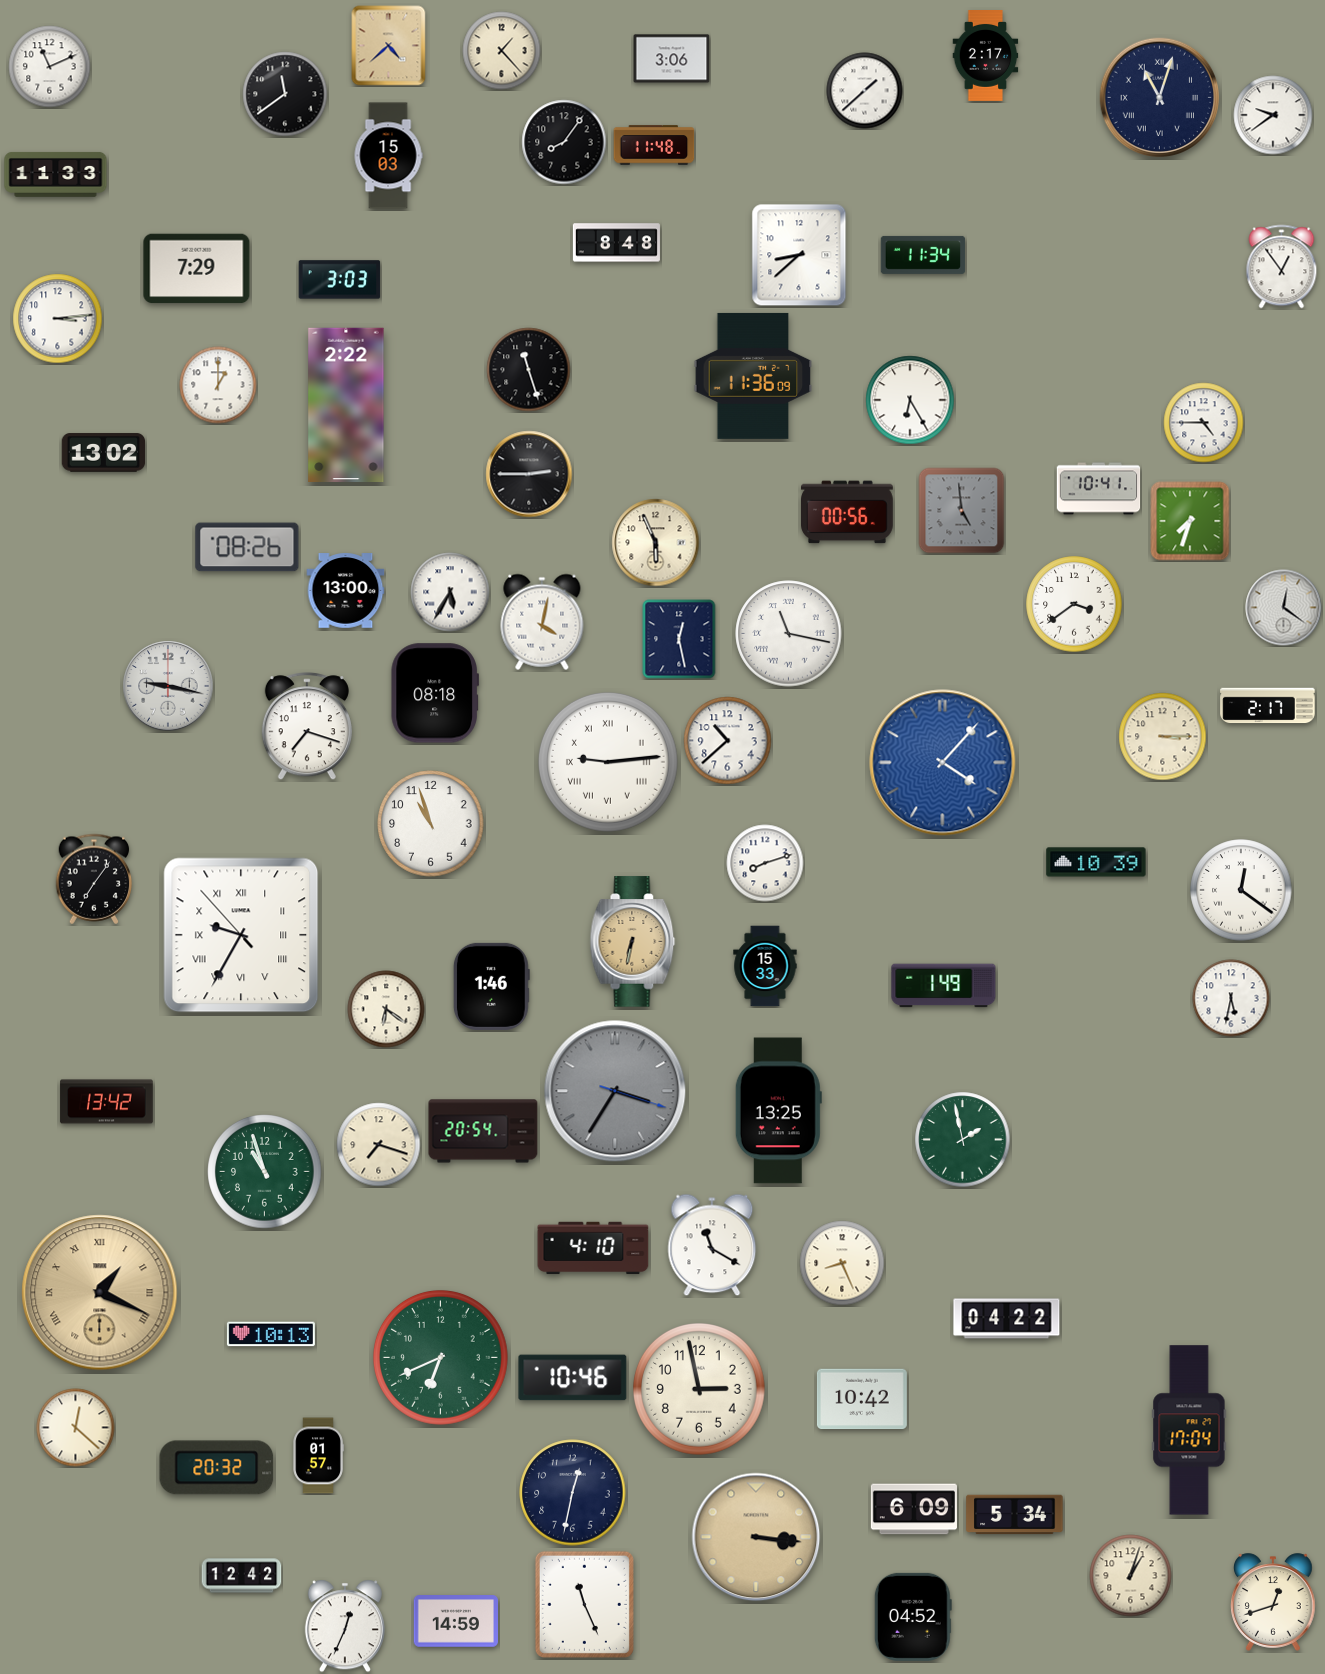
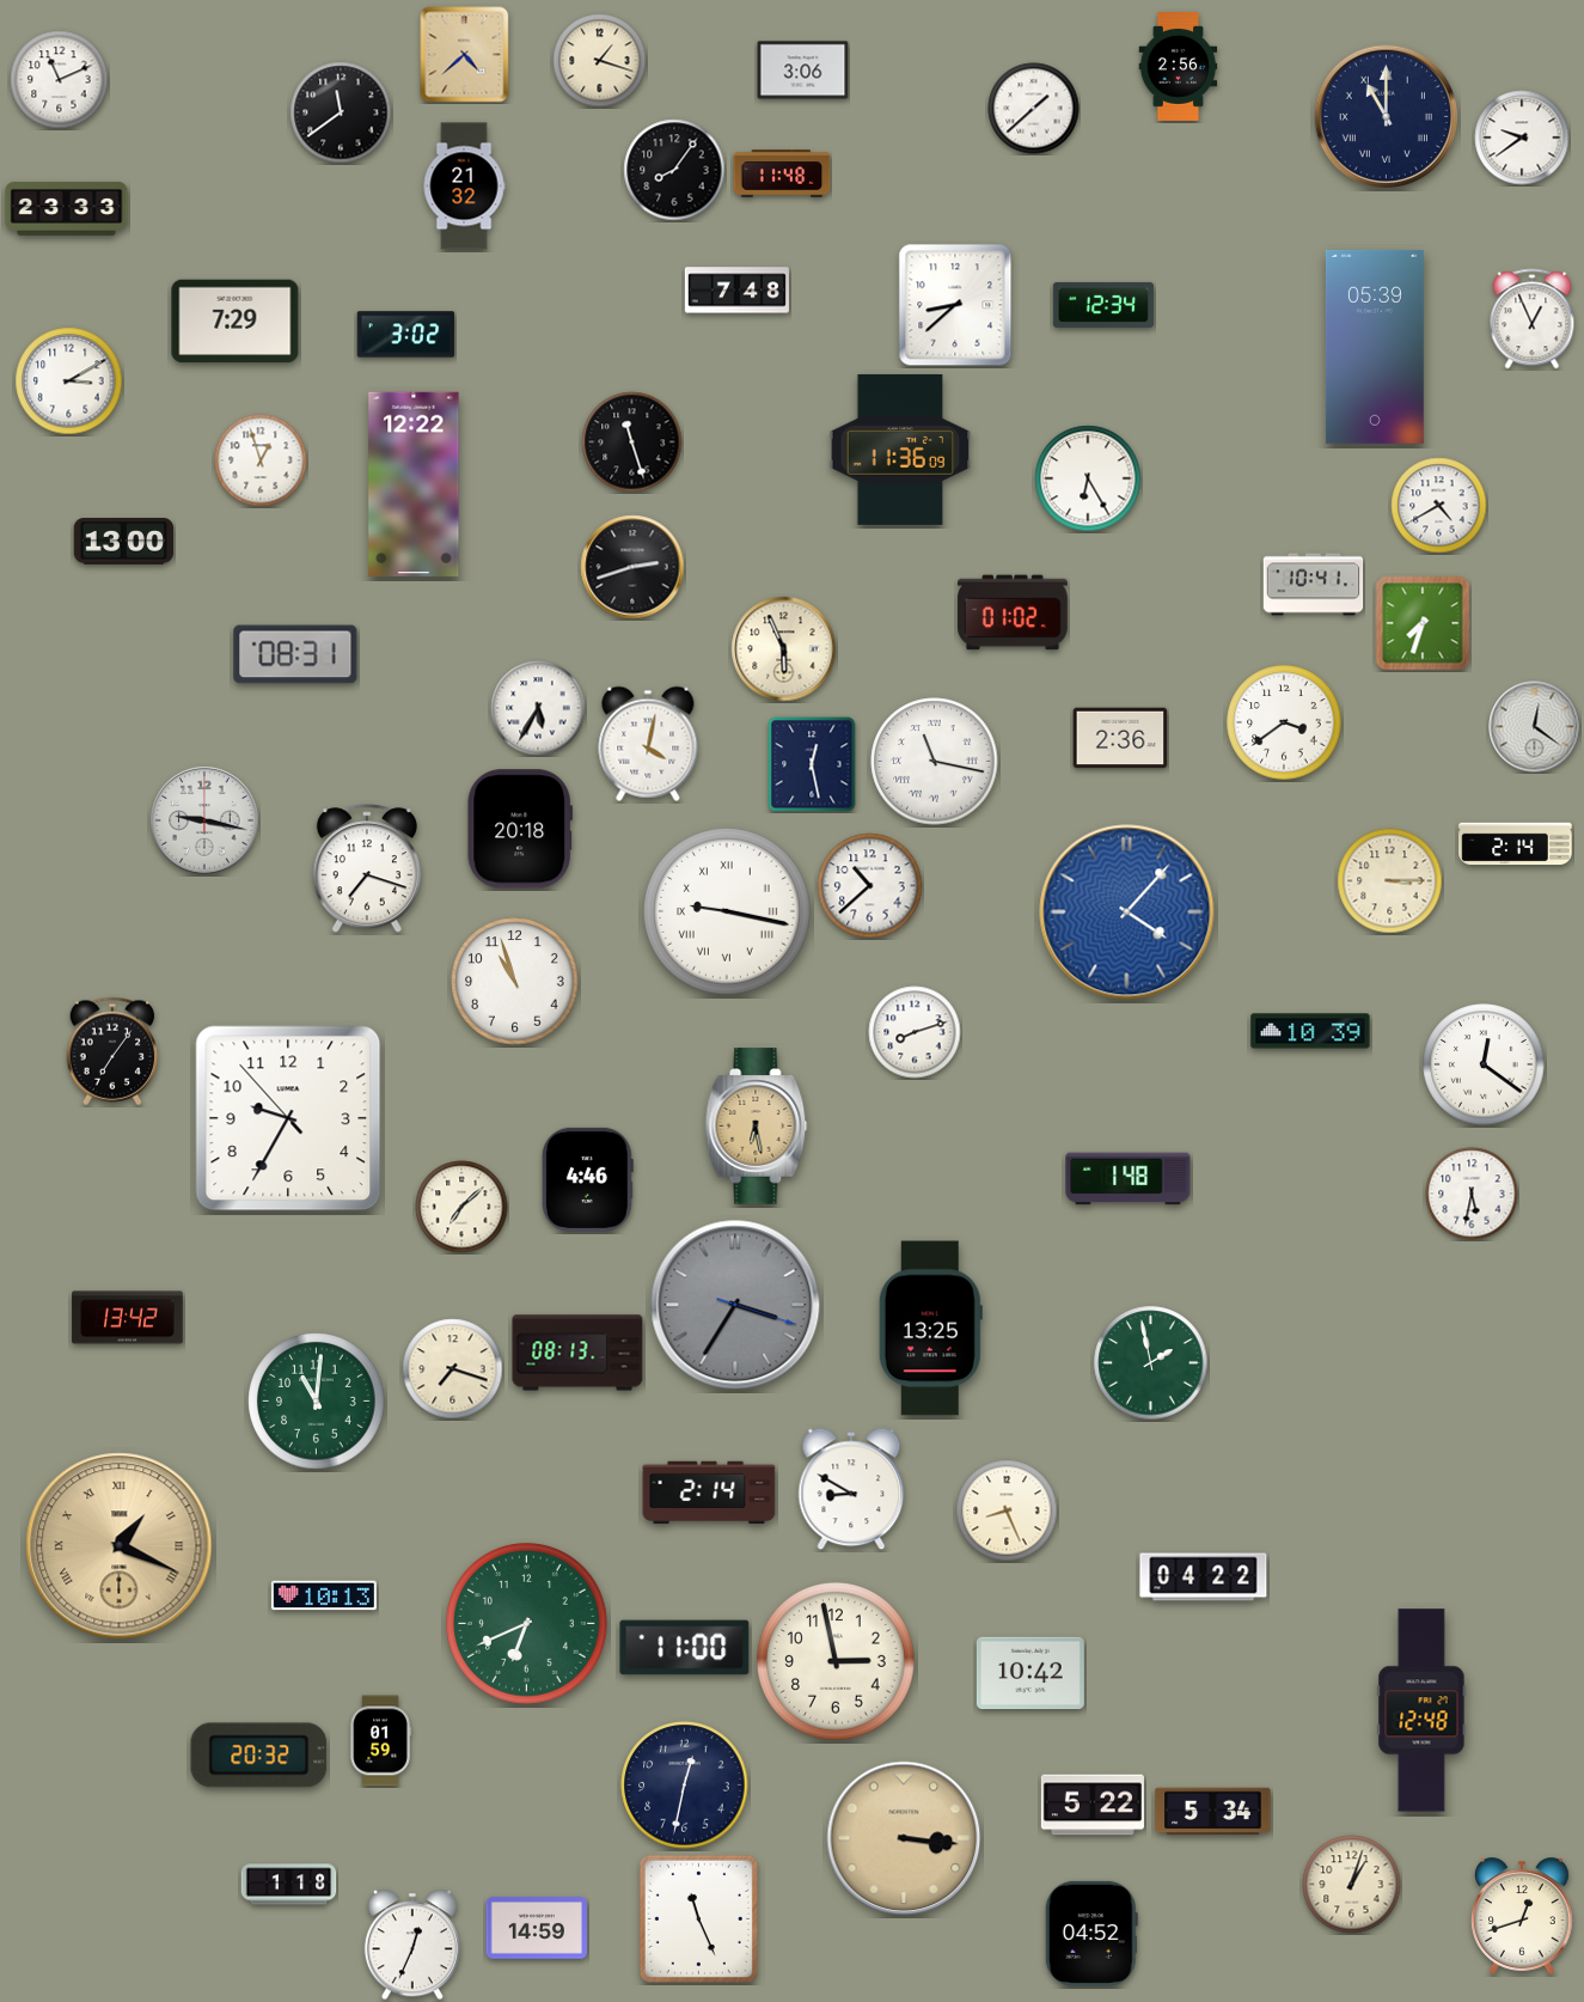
clock at (502, 51): 1:23 -> 1:18
clock at (986, 56): 2:17 -> 2:56
clock at (1160, 98): 11:03 -> 11:00
clock at (388, 156): 15:03 -> 21:32
clock at (56, 174): 11:33 -> 23:33
clock at (616, 243): 8:48 -> 7:48
clock at (923, 255): 11:34 -> 12:34
clock at (1282, 267): 12:54 -> 12:56
clock at (340, 280): 3:03 -> 3:02
clock at (1375, 347): none -> 05:39
clock at (58, 319): 3:14 -> 3:10
clock at (218, 385): 1:00 -> 12:57
clock at (346, 404): 2:22 -> 12:22
clock at (1204, 423): 4:45 -> 4:40
clock at (104, 453): 13:02 -> 13:00
clock at (529, 474): 2:45 -> 2:42
clock at (962, 511): 4:59 -> none
clock at (848, 512): 00:56 -> 01:02
clock at (247, 547): 08:26 -> 08:31
clock at (346, 591): 13:00 -> none
clock at (1120, 738): none -> 2:36
clock at (789, 634) position: (789, 634) -> (935, 762)
clock at (168, 686) position: (168, 686) -> (204, 820)
clock at (434, 693): 08:18 -> 20:18
clock at (1268, 706): 2:17 -> 2:14
clock at (608, 762): 9:14 -> 9:17
clock at (431, 824) position: (431, 824) -> (515, 982)
clock at (241, 935) numerals: Roman -> Arabic
clock at (633, 942): 6:32 -> 6:28
clock at (765, 966): 15:33 -> none
clock at (491, 986): 1:46 -> 4:46
clock at (944, 986): 1:49 -> 1:48
clock at (386, 1009): 6:21 -> 7:08
clock at (483, 1131): 20:54 -> 08:13
clock at (265, 1172): 10:57 -> 11:01
clock at (712, 1245): 11:20 -> 8:50
clock at (593, 1248): 4:10 -> 2:14
clock at (573, 1378): 10:46 -> 11:00
clock at (76, 1428): 12:22 -> none
clock at (1189, 1430): 17:04 -> 12:48
clock at (318, 1456): 01:57 -> 01:59
clock at (914, 1509): 6:09 -> 5:22
clock at (242, 1576): 12:42 -> 1:18
clock at (455, 1621) position: (455, 1621) -> (536, 1928)
